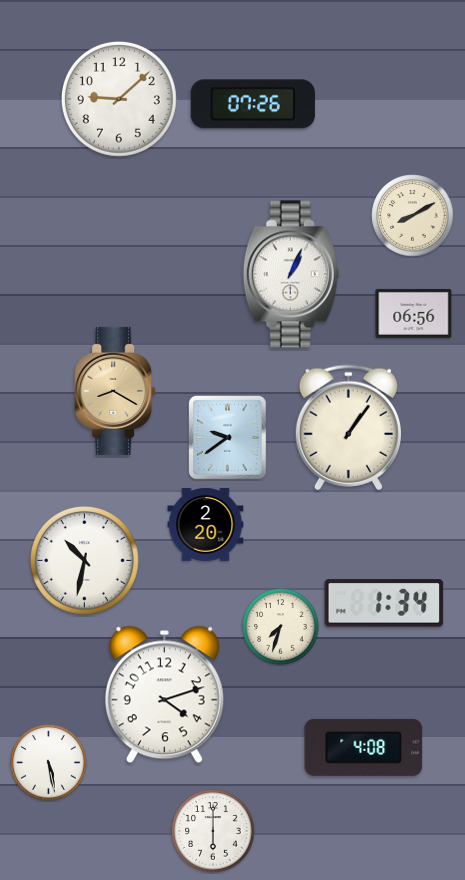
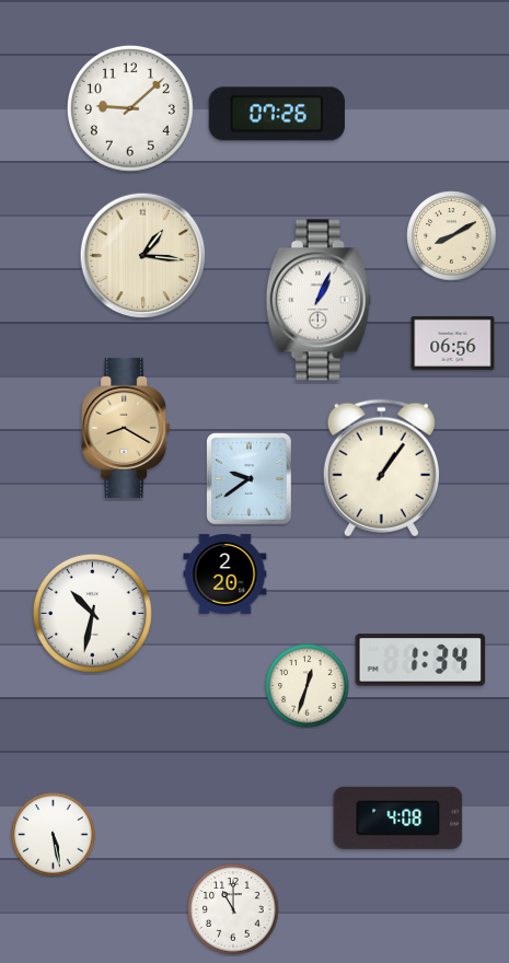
clock at (143, 256): none -> 1:16
clock at (281, 627): 7:33 -> 12:33
clock at (164, 695): 4:12 -> none
clock at (213, 831): 6:00 -> 11:00
